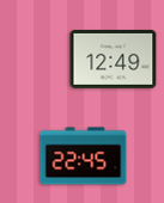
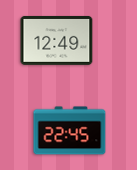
clock at (114, 59) position: (114, 59) -> (57, 40)
